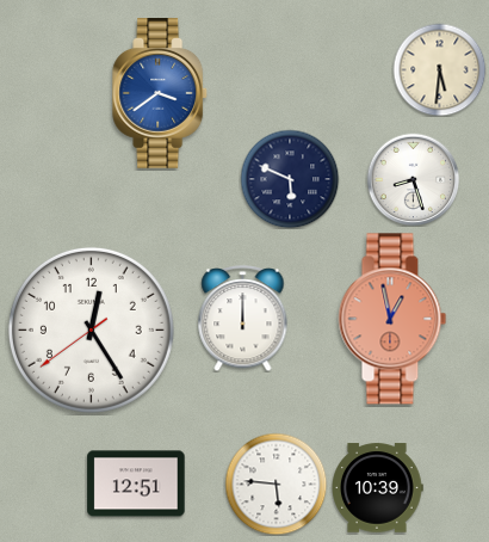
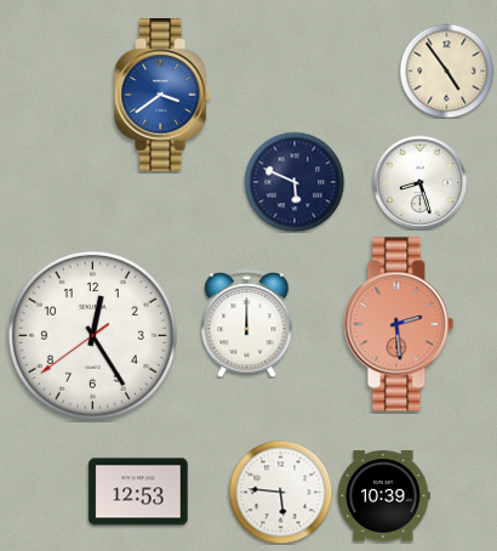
clock at (439, 69): 5:31 -> 4:54
clock at (392, 319): 12:58 -> 2:29
clock at (136, 484): 12:51 -> 12:53
